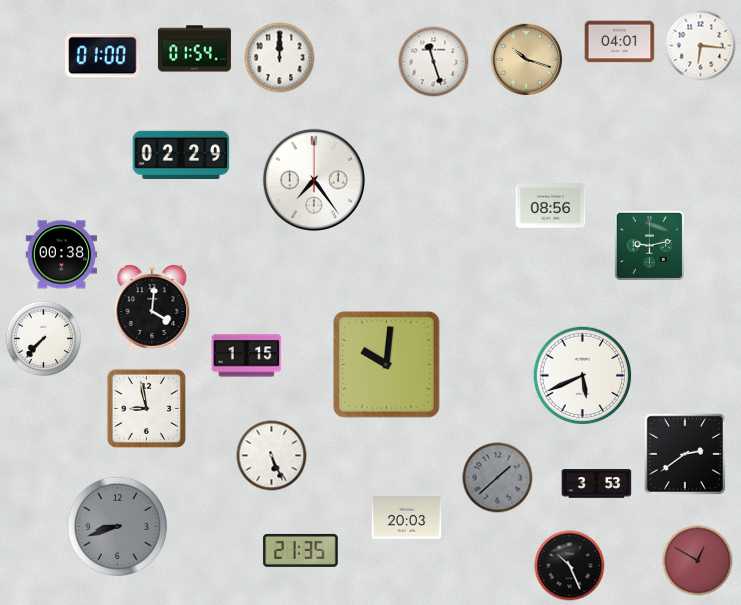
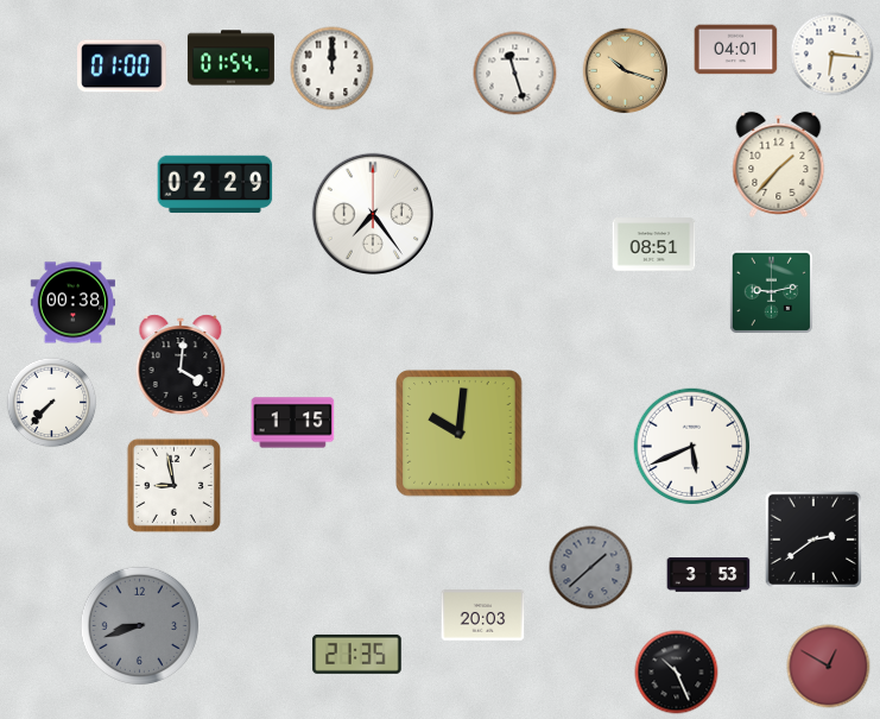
clock at (779, 164): none -> 1:37
clock at (551, 206): 08:56 -> 08:51
clock at (272, 456): 5:26 -> none
